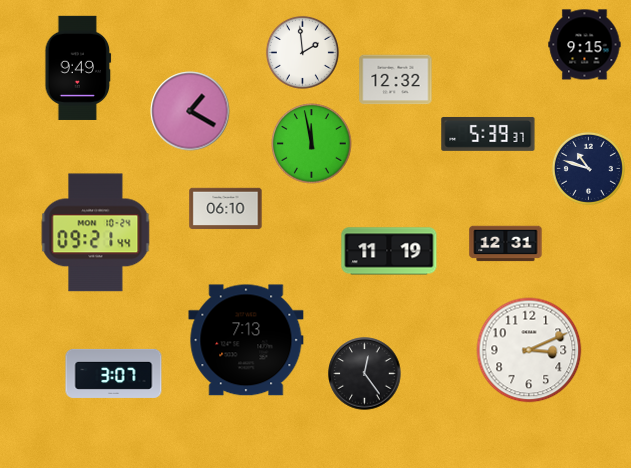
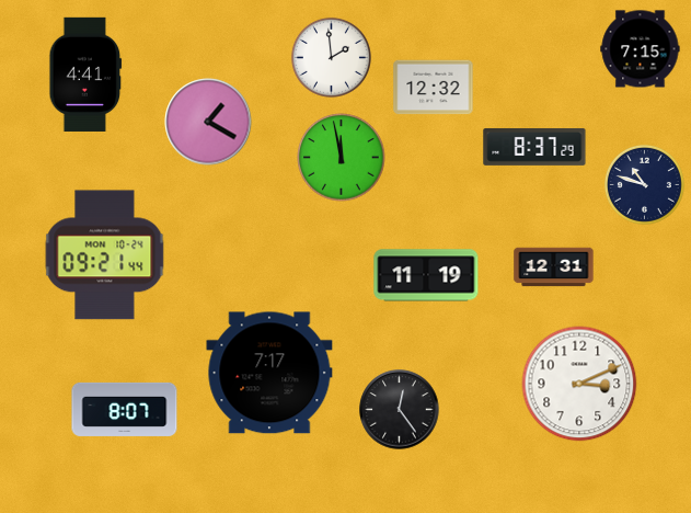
clock at (585, 45): 9:15 -> 7:15
clock at (78, 68): 9:49 -> 4:41
clock at (488, 134): 5:39 -> 8:37
clock at (226, 209): 06:10 -> none
clock at (246, 340): 7:13 -> 7:17
clock at (114, 373): 3:07 -> 8:07
